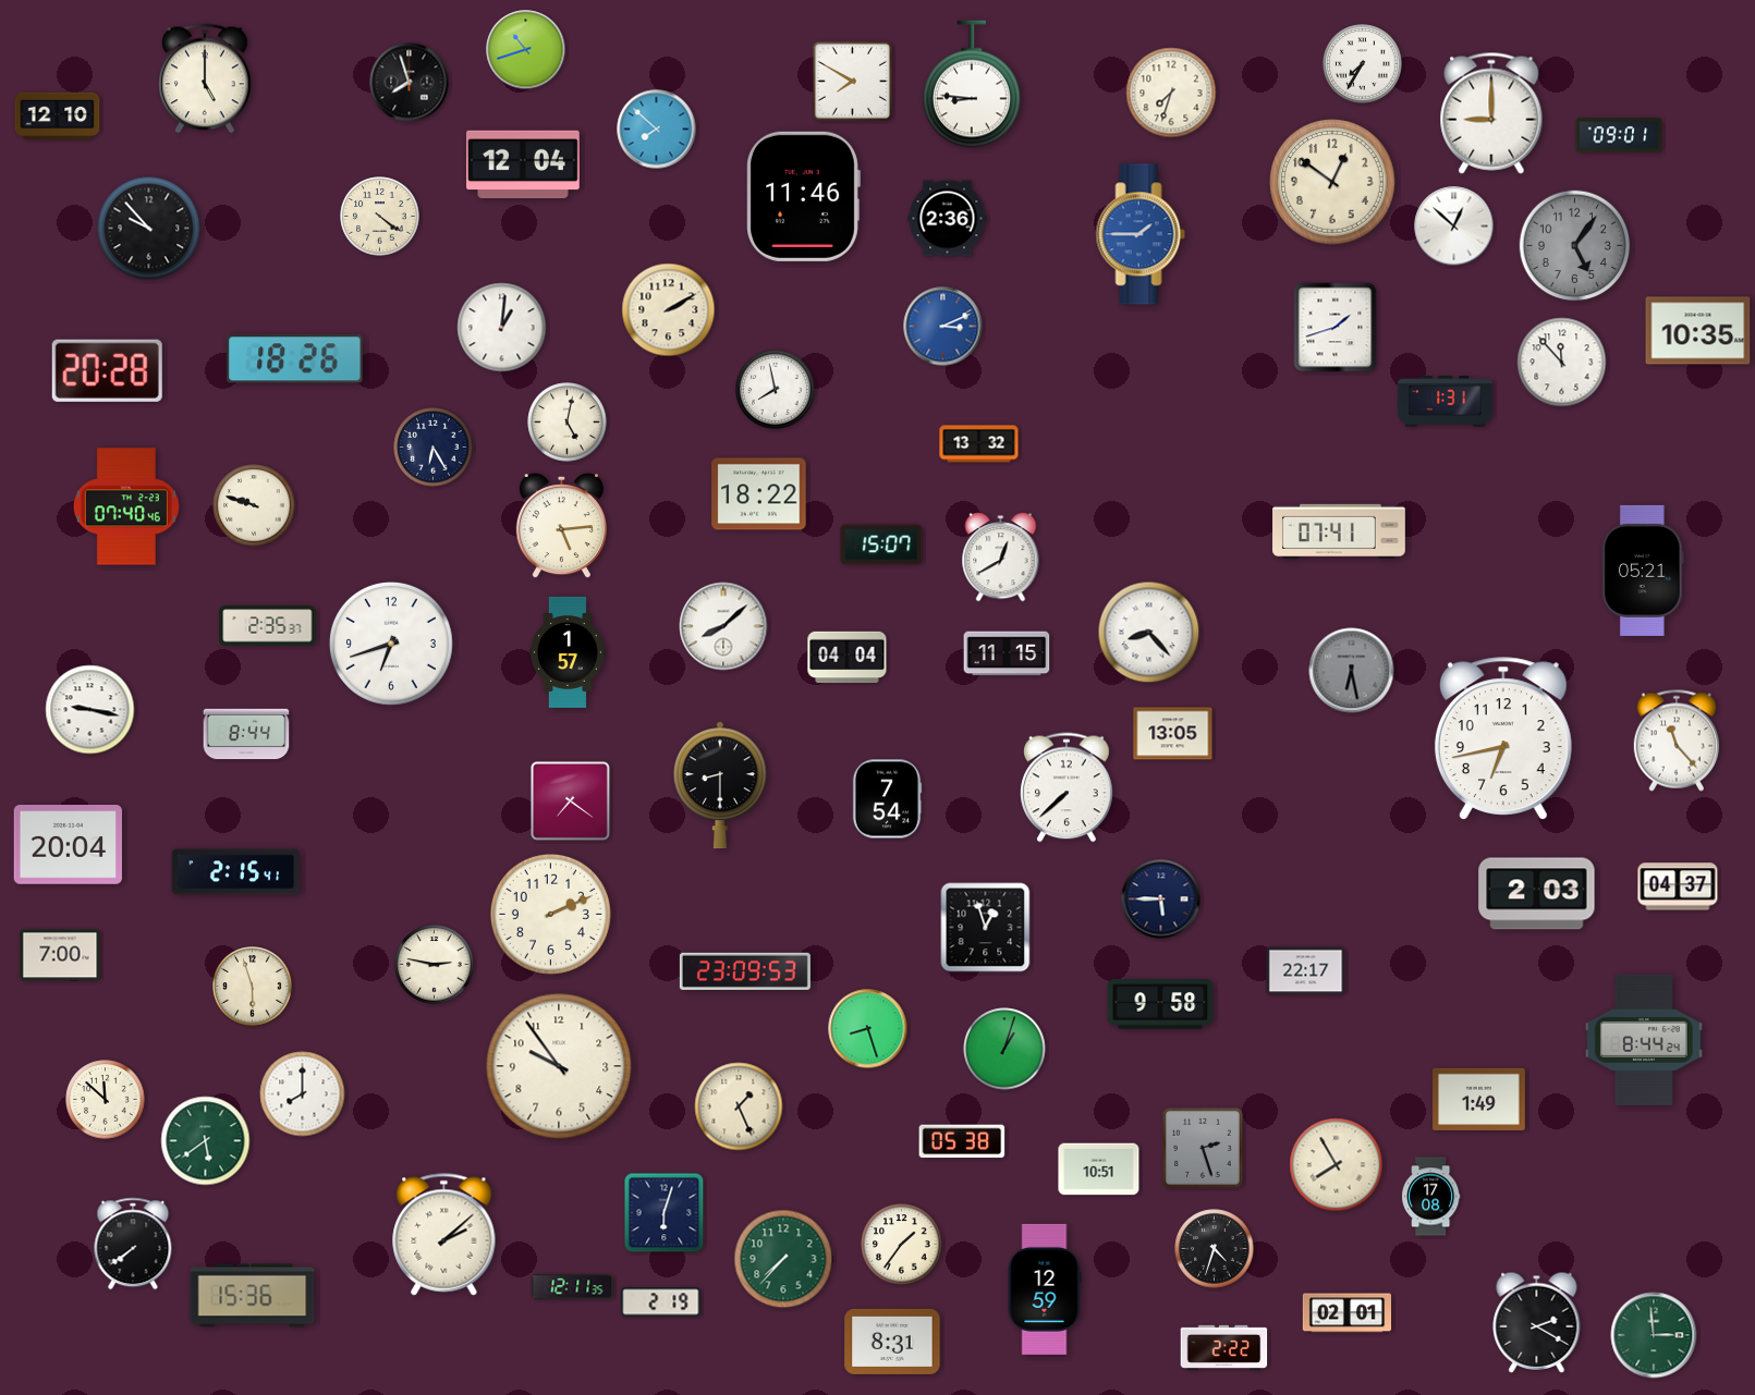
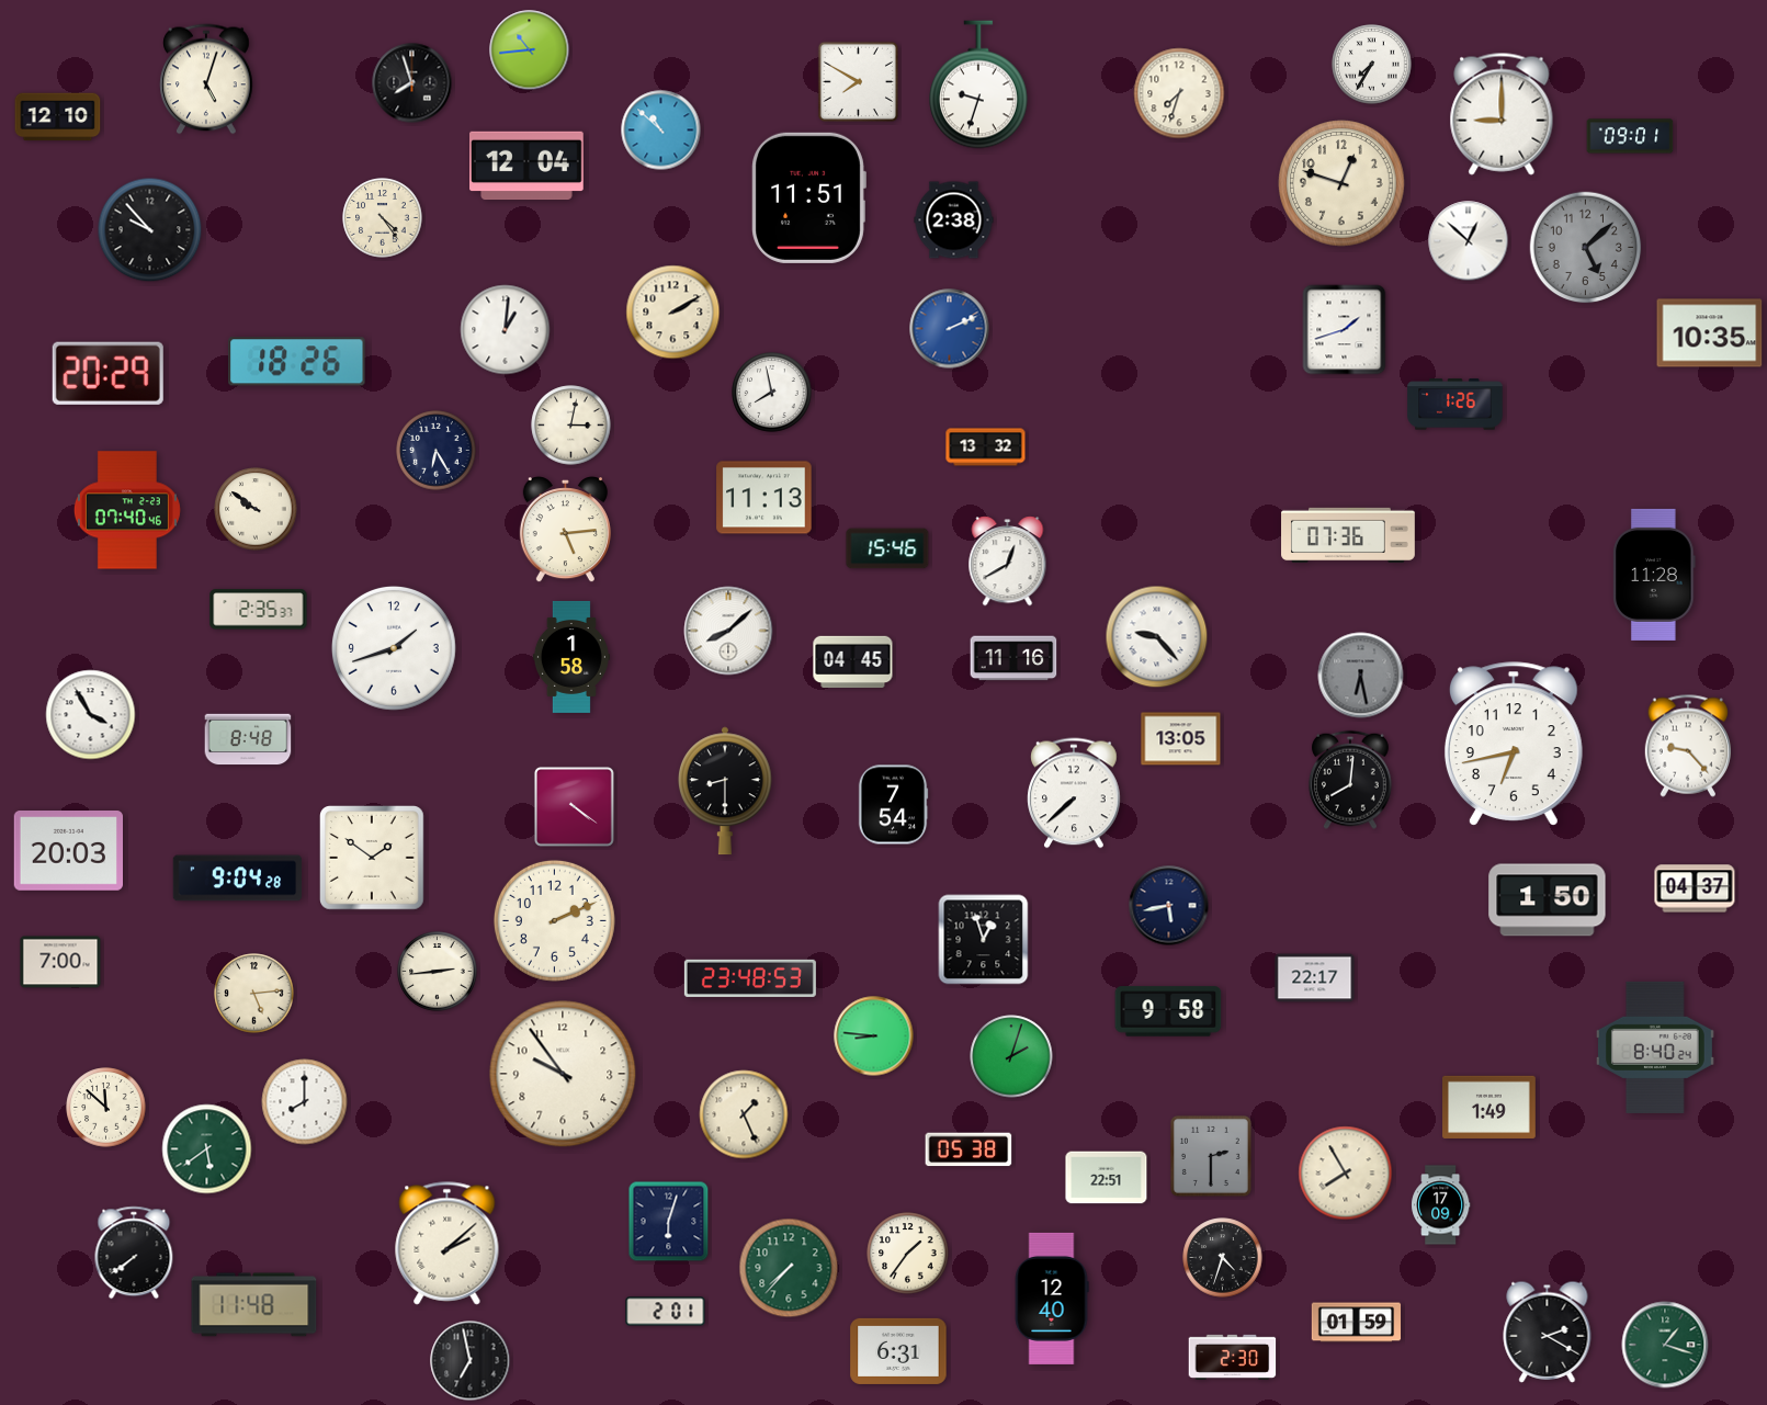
clock at (526, 50): 10:42 -> 10:44
clock at (205, 78): 5:00 -> 5:03
clock at (972, 84): 8:46 -> 9:33
clock at (657, 130): 7:52 -> 10:52
clock at (1332, 182): 12:51 -> 12:48
clock at (803, 196): 11:46 -> 11:51
clock at (380, 217): 4:21 -> 4:24
clock at (948, 219): 2:36 -> 2:38
clock at (1454, 227) position: (1454, 227) -> (1469, 241)
clock at (1141, 234): 1:45 -> none
clock at (1575, 246): 5:06 -> 5:08
clock at (943, 327): 3:11 -> 2:11
clock at (1562, 363): 11:53 -> none
clock at (107, 370): 20:28 -> 20:29
clock at (776, 390) position: (776, 390) -> (772, 393)
clock at (1446, 402): 1:31 -> 1:26
clock at (568, 423): 5:02 -> 3:02
clock at (759, 494): 18:22 -> 11:13
clock at (254, 505): 9:48 -> 9:51
clock at (1339, 531): 07:41 -> 07:36
clock at (881, 544): 15:07 -> 15:46
clock at (1643, 571): 05:21 -> 11:28
clock at (268, 626) position: (268, 626) -> (259, 610)
clock at (1149, 633): 8:23 -> 9:23
clock at (391, 644): 6:42 -> 1:42
clock at (568, 652): 1:57 -> 1:58
clock at (1007, 653): 11:15 -> 11:16
clock at (848, 658): 04:04 -> 04:45
clock at (90, 710): 9:17 -> 3:55
clock at (246, 734): 8:44 -> 8:48
clock at (1675, 741): 11:23 -> 9:23
clock at (1350, 780): none -> 8:01
clock at (570, 800): 7:21 -> 4:21
clock at (68, 845): 20:04 -> 20:03
clock at (373, 859): none -> 1:51
clock at (236, 872): 2:15 -> 9:04
clock at (1678, 886) position: (1678, 886) -> (1695, 888)
clock at (1537, 894): 2:03 -> 1:50
clock at (1161, 900): 5:45 -> 5:43
clock at (986, 928) position: (986, 928) -> (984, 940)
clock at (435, 965): 2:47 -> 2:44
clock at (745, 971): 23:09 -> 23:48
clock at (253, 987): 5:57 -> 5:14
clock at (868, 1029): 8:27 -> 8:46
clock at (1644, 1040): 8:44 -> 8:40
clock at (1004, 1049): 1:03 -> 2:03
clock at (1203, 1148): 2:27 -> 2:30
clock at (1099, 1170): 10:51 -> 22:51
clock at (1431, 1197): 17:08 -> 17:09
clock at (573, 1287): 12:11 -> none
clock at (1045, 1289): 12:59 -> 12:40
clock at (253, 1296): 15:36 -> 11:48
clock at (661, 1302): 2:19 -> 2:01
clock at (1348, 1313): 02:01 -> 01:59
clock at (1654, 1335): 2:59 -> 1:18
clock at (892, 1342): 8:31 -> 6:31
clock at (1224, 1347): 2:22 -> 2:30
clock at (471, 1361): none -> 6:58
